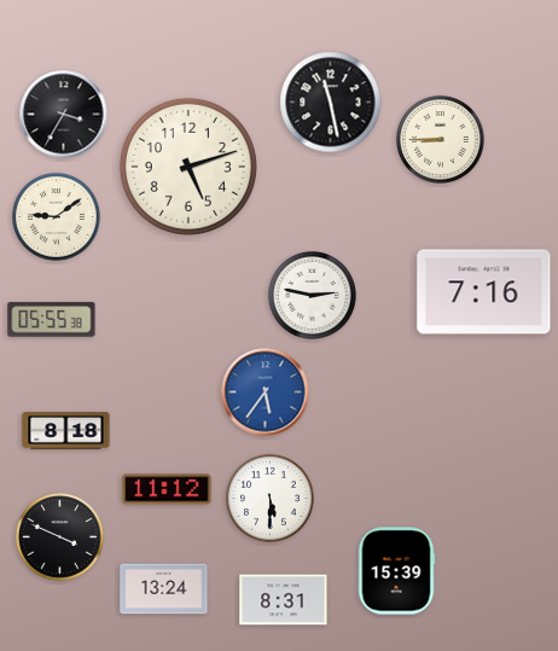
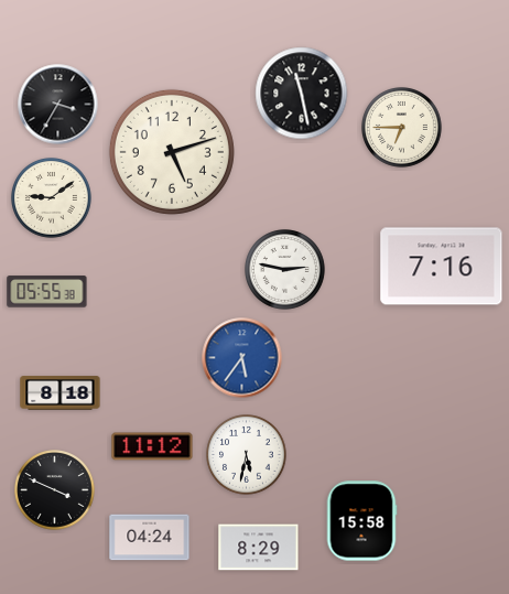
clock at (441, 140): 8:45 -> 6:45
clock at (271, 499): 5:30 -> 5:32
clock at (396, 571): 15:39 -> 15:58
clock at (164, 589): 13:24 -> 04:24
clock at (284, 600): 8:31 -> 8:29
